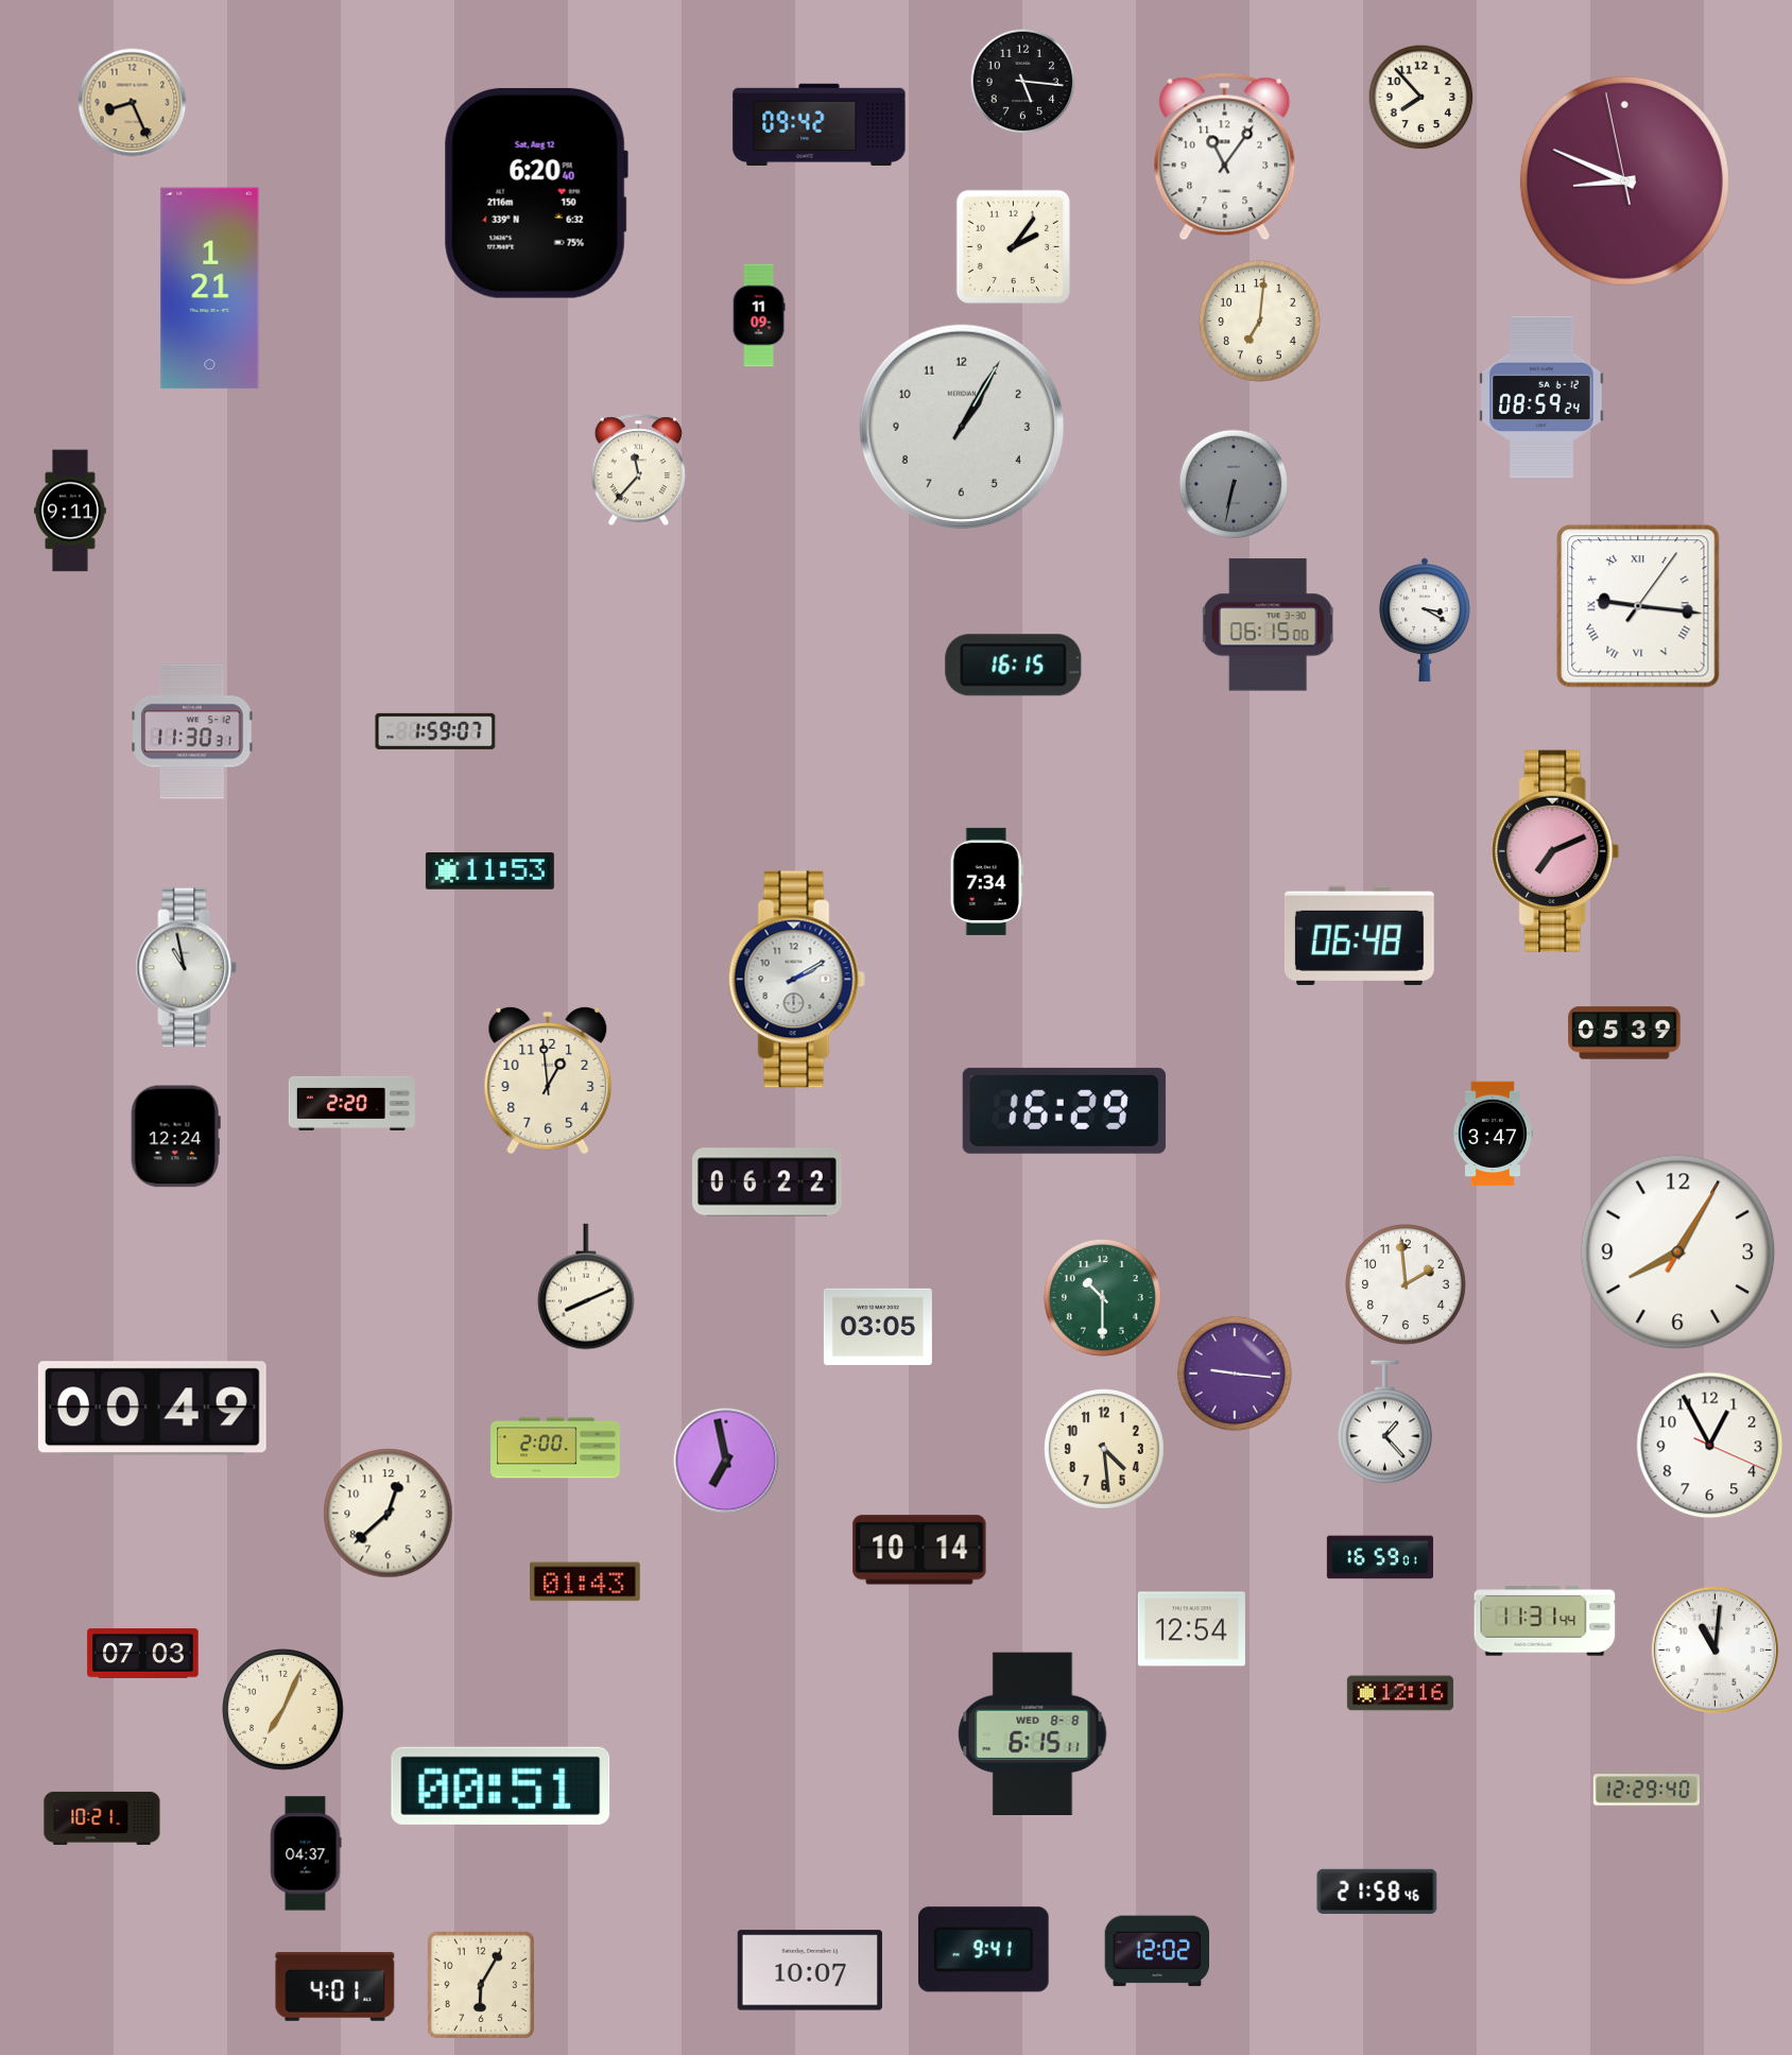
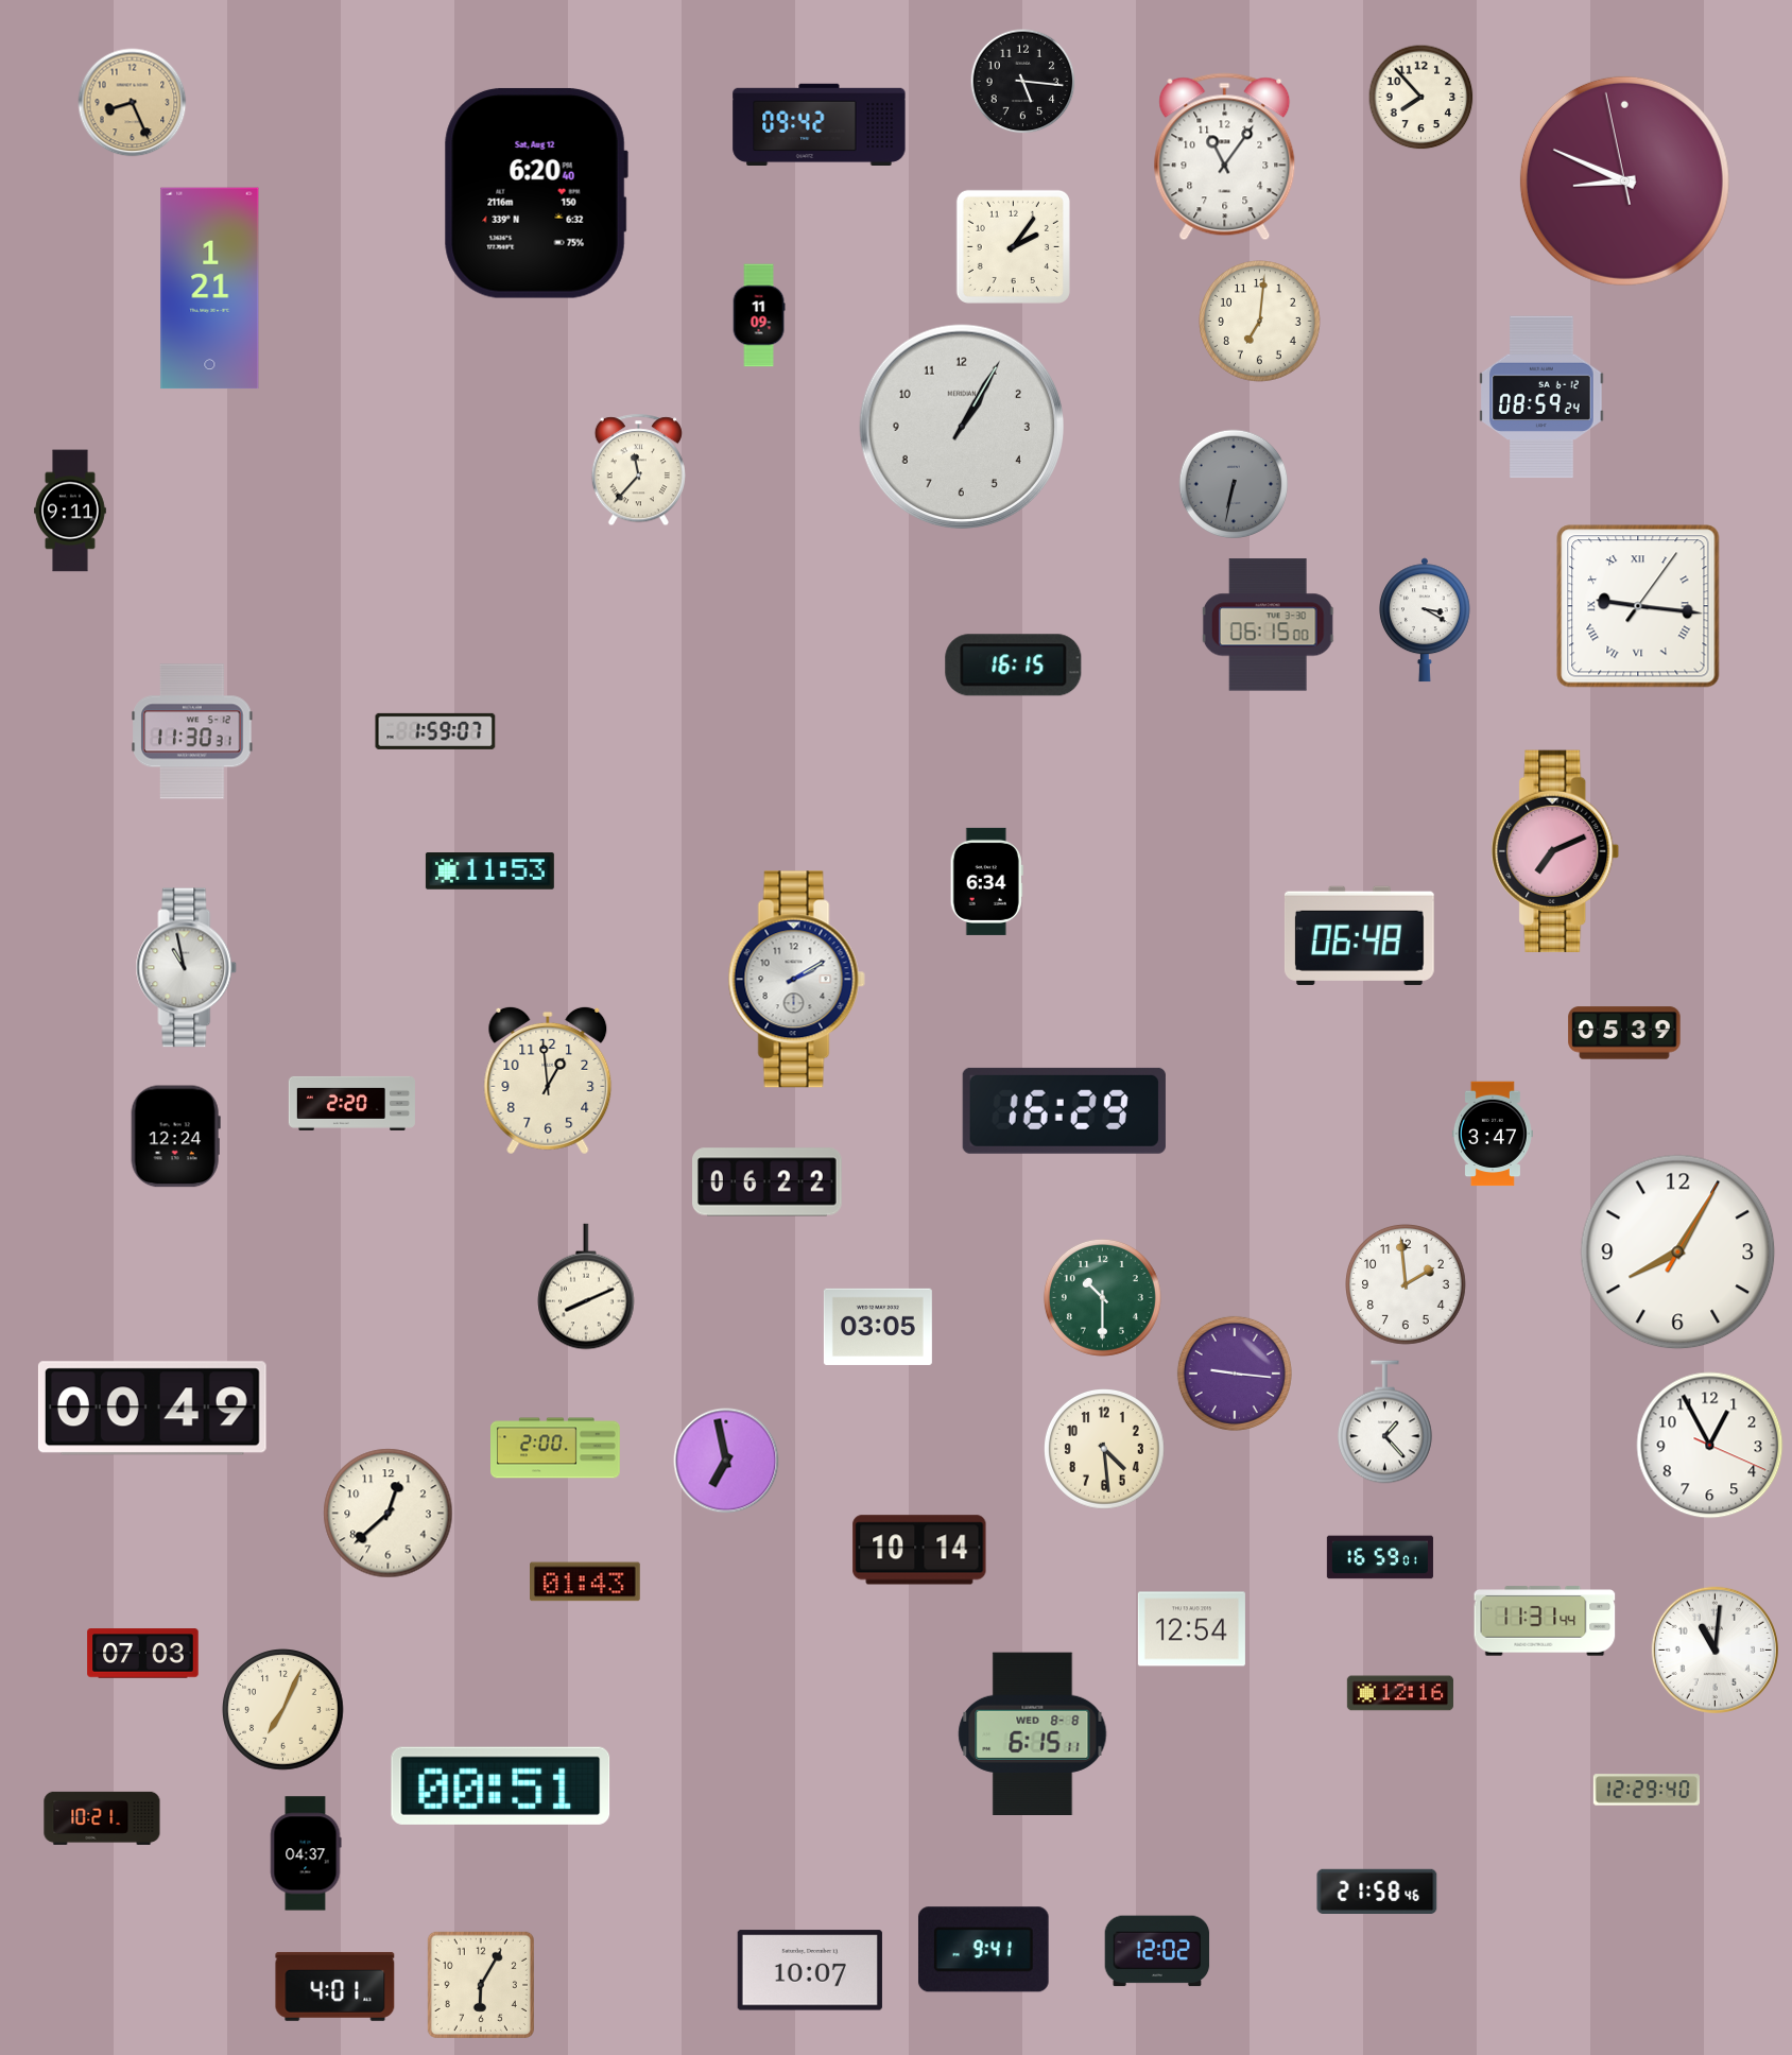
clock at (986, 881): 7:34 -> 6:34
